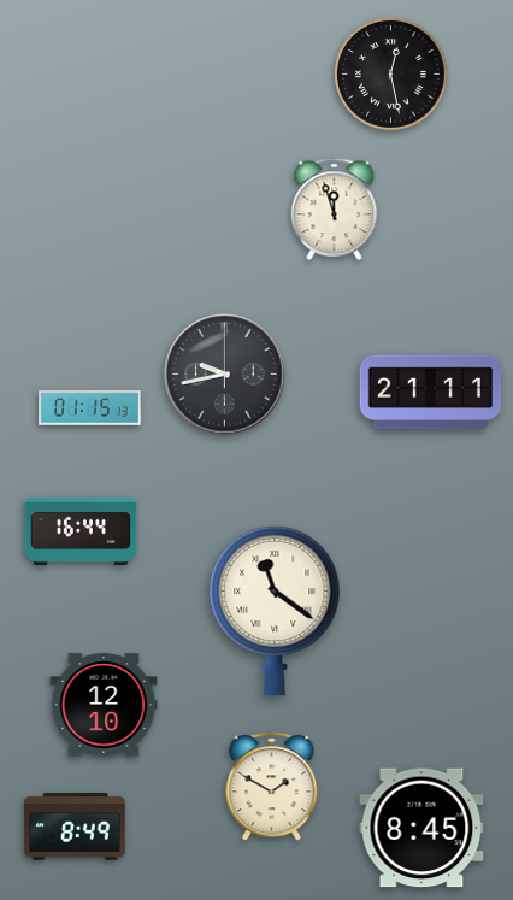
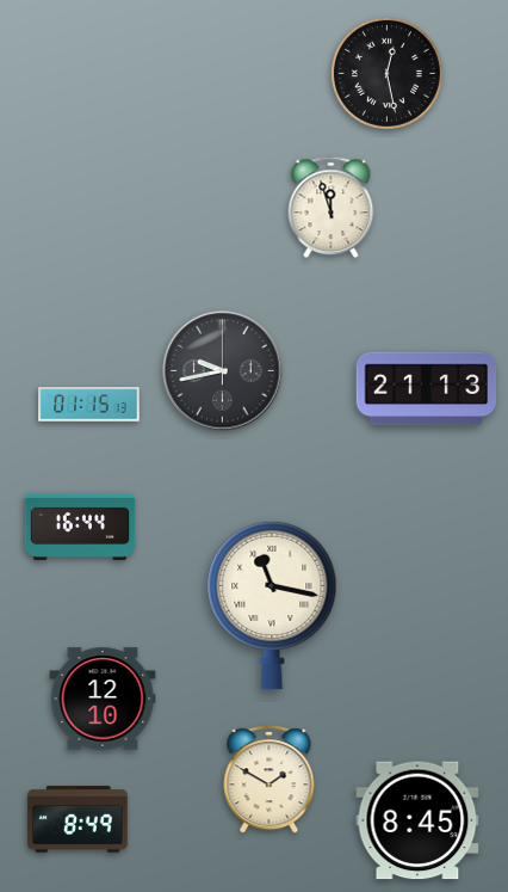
clock at (431, 393): 21:11 -> 21:13
clock at (275, 611): 11:21 -> 11:17
clock at (75, 827) position: (75, 827) -> (78, 819)
